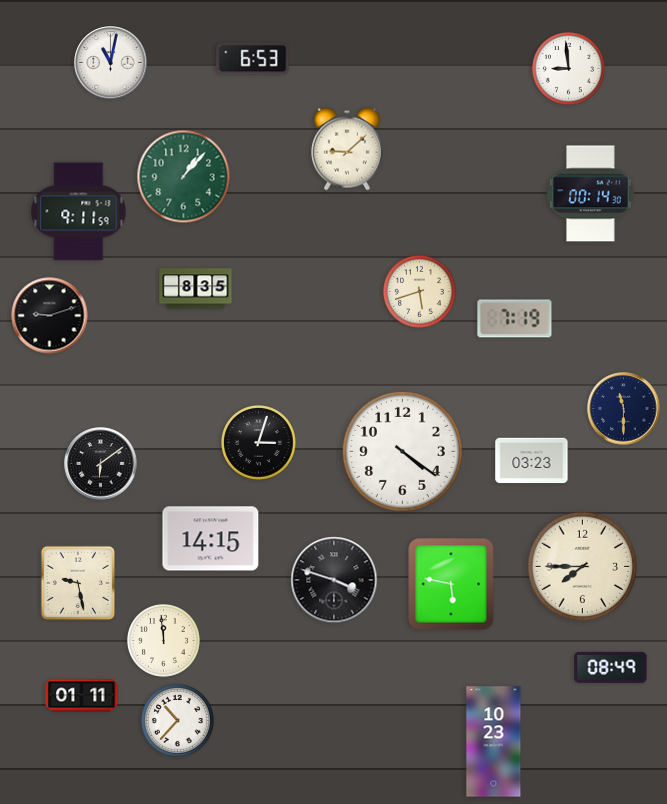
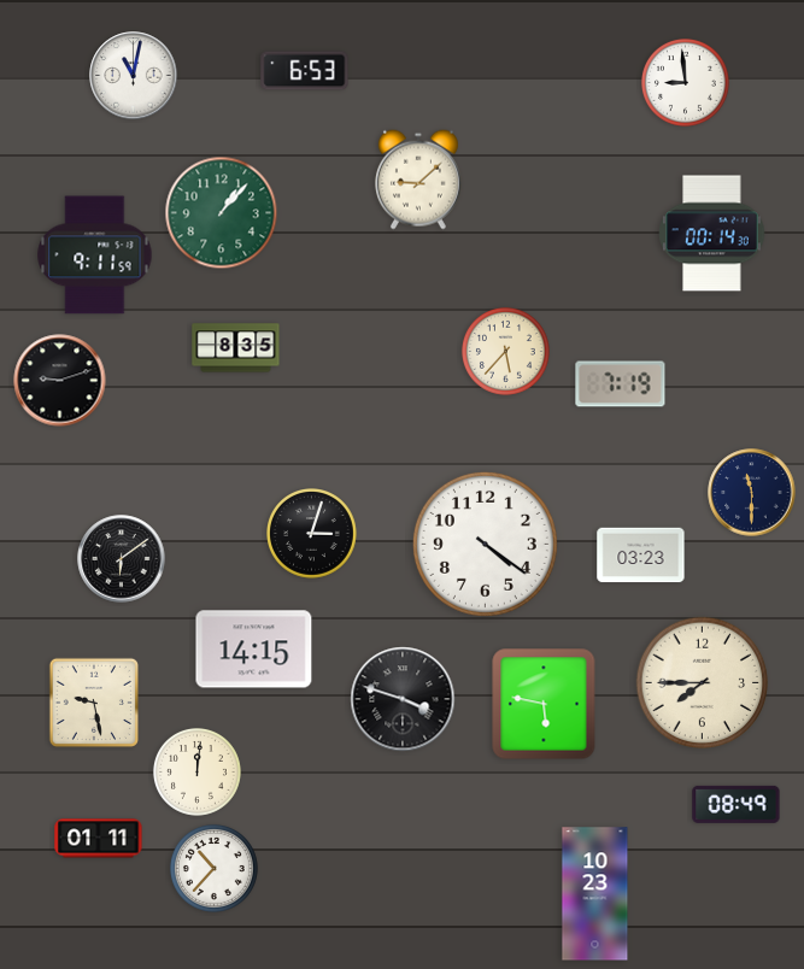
clock at (419, 291): 5:42 -> 5:37
clock at (163, 640): 11:59 -> 12:01
